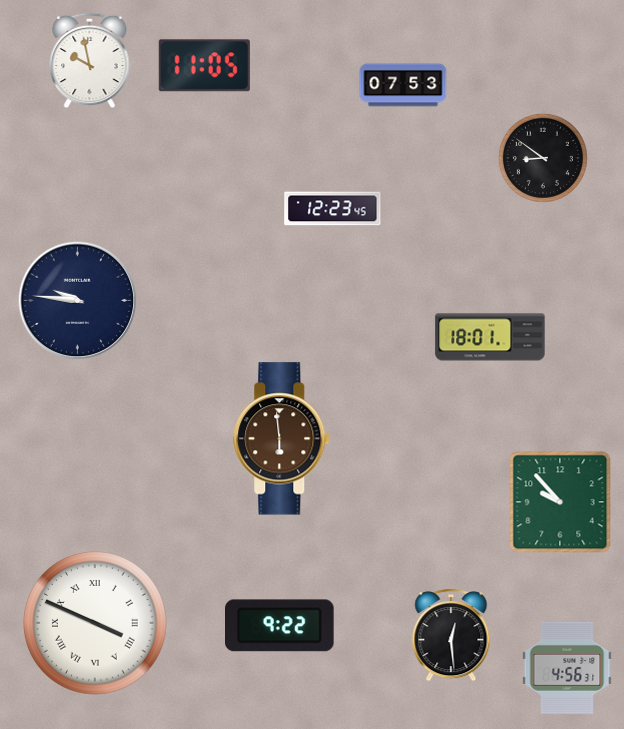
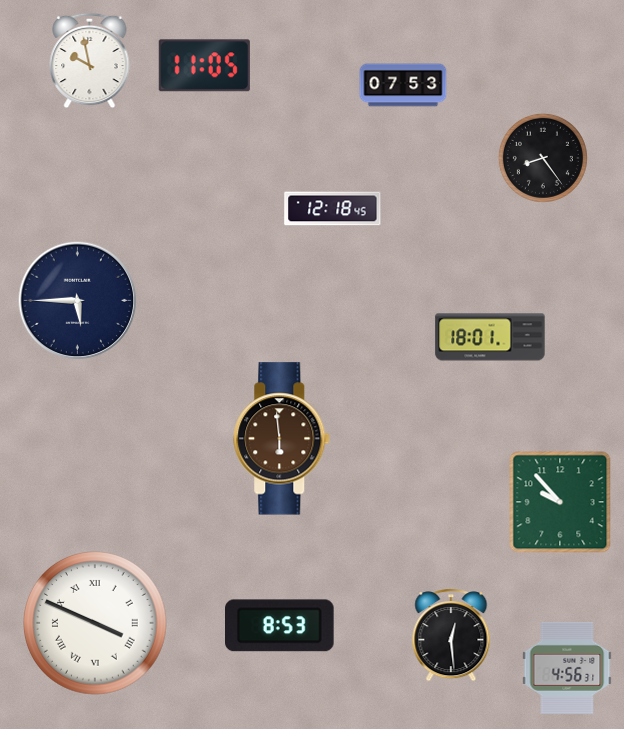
clock at (543, 158): 8:51 -> 8:24
clock at (333, 209): 12:23 -> 12:18
clock at (78, 301): 9:46 -> 5:45
clock at (280, 626): 9:22 -> 8:53
